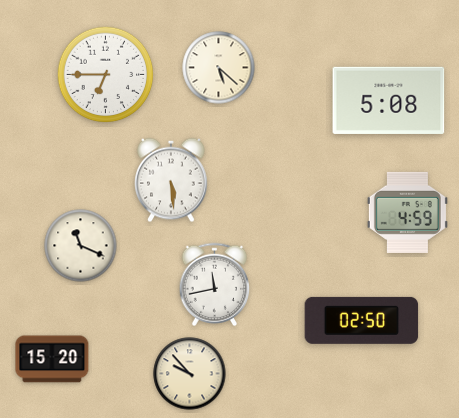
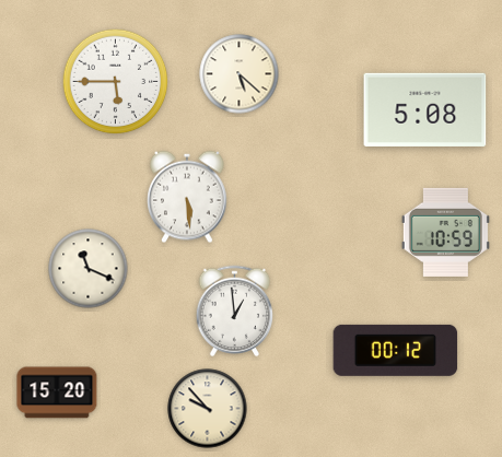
clock at (106, 75): 6:45 -> 5:45
clock at (407, 212): 4:59 -> 10:59
clock at (215, 285): 11:43 -> 12:59
clock at (362, 320): 02:50 -> 00:12
